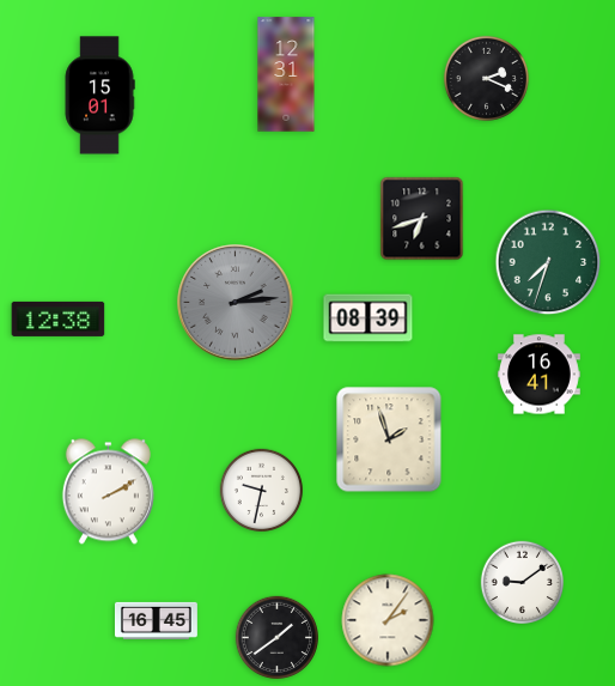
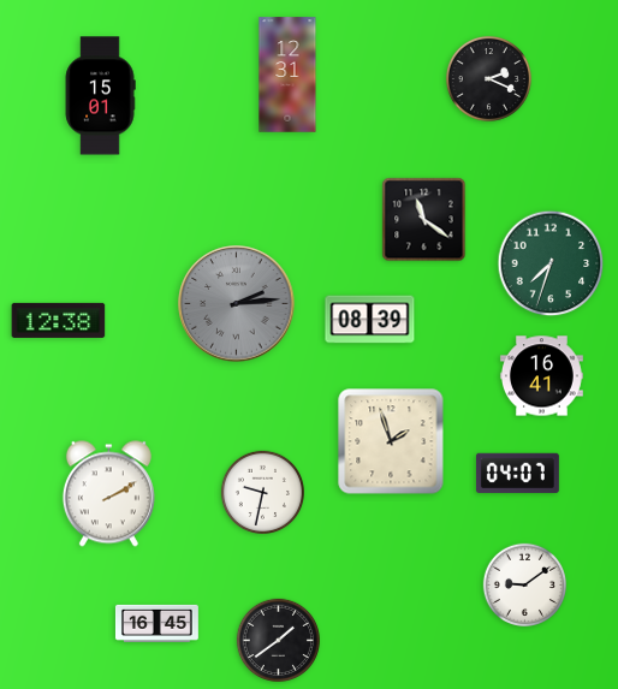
clock at (422, 219): 6:42 -> 11:21
clock at (517, 473): none -> 04:07
clock at (388, 620): 2:06 -> none
